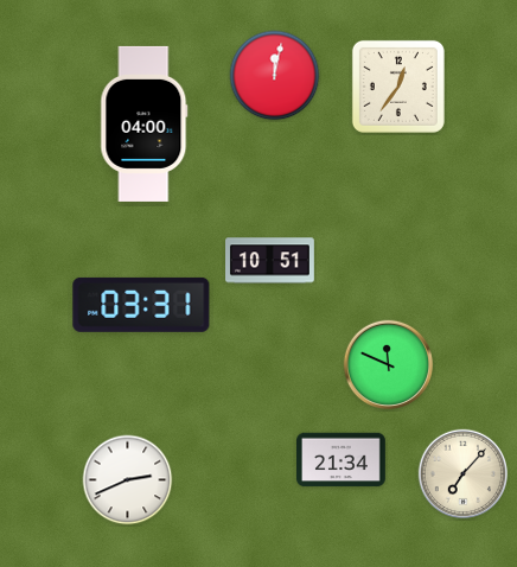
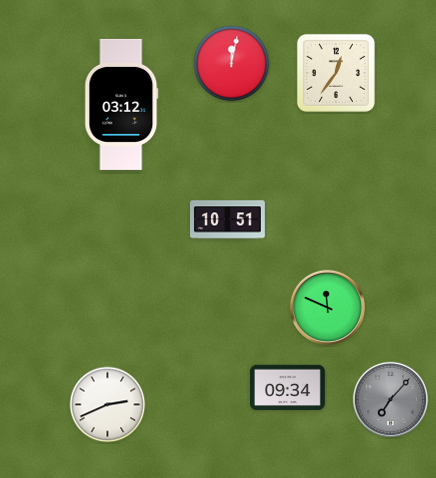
clock at (145, 123): 04:00 -> 03:12
clock at (141, 305): 03:31 -> none
clock at (342, 460): 21:34 -> 09:34
clock at (464, 474) dial: cream -> grey
